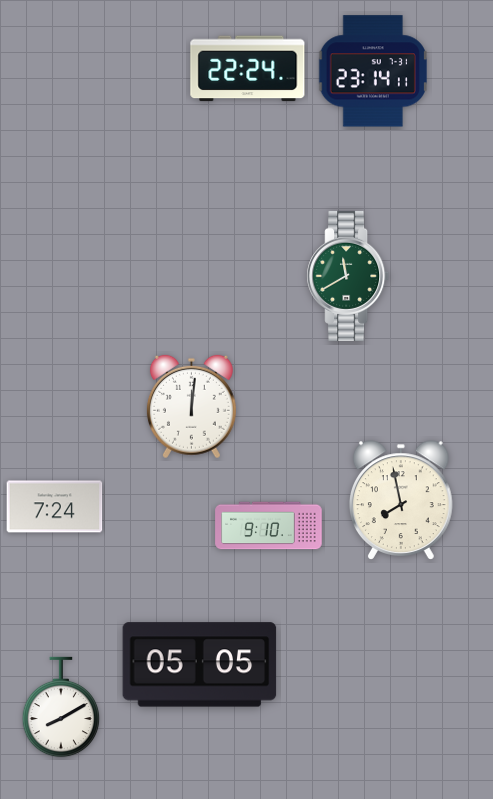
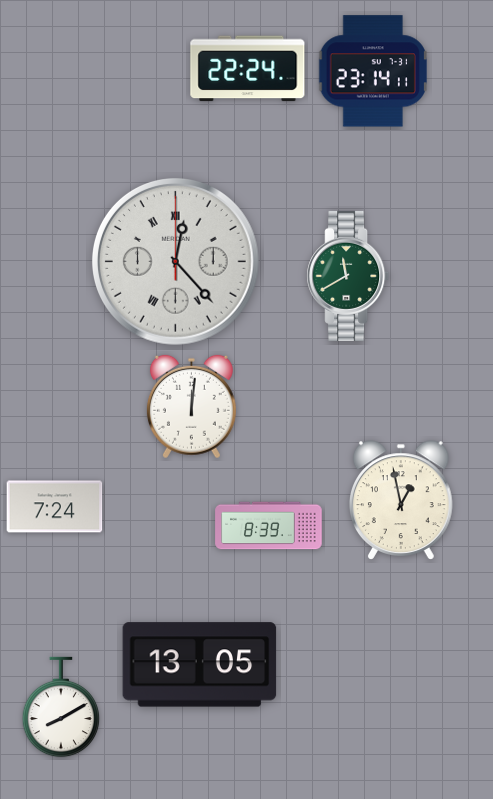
clock at (175, 261): none -> 12:23
clock at (401, 500): 7:58 -> 12:58
clock at (269, 526): 9:10 -> 8:39
clock at (200, 665): 05:05 -> 13:05
